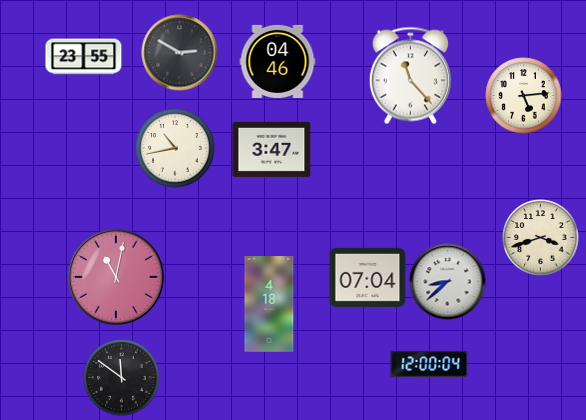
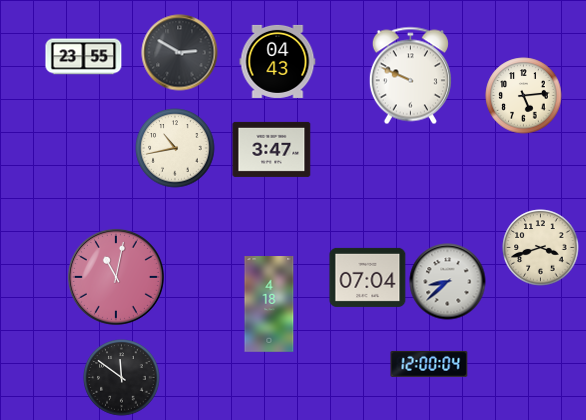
clock at (278, 61): 04:46 -> 04:43
clock at (410, 76): 11:23 -> 9:49
clock at (541, 238) position: (541, 238) -> (541, 248)
